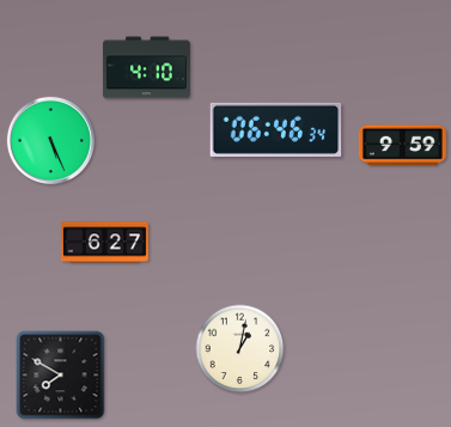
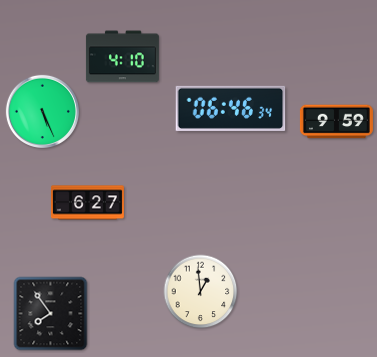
clock at (50, 140) position: (50, 140) -> (42, 111)
clock at (240, 349): 1:02 -> 12:59
clock at (61, 376): 7:50 -> 7:54
